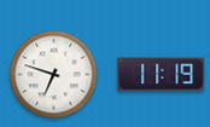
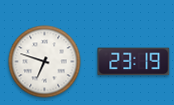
clock at (162, 75): 11:19 -> 23:19
